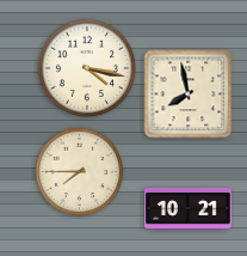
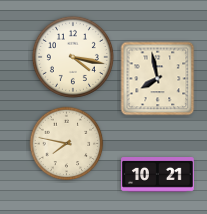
clock at (80, 172): 7:45 -> 7:47
